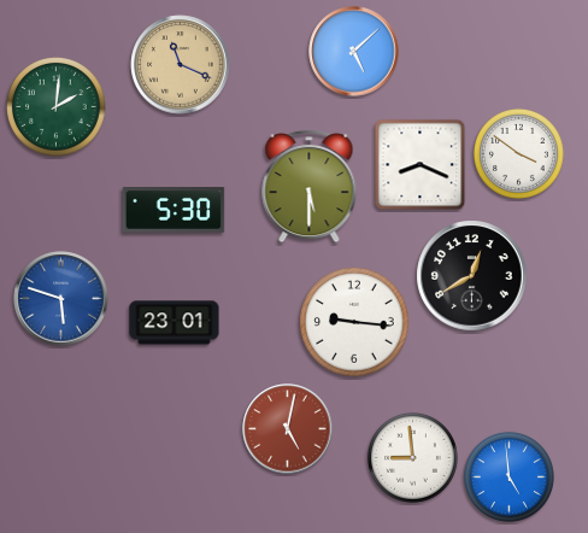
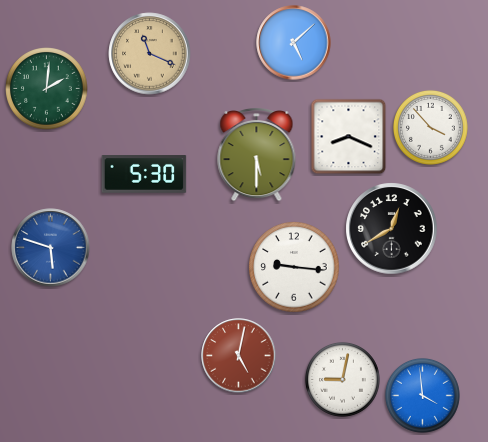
clock at (518, 153): 3:51 -> 3:53
clock at (175, 323): 23:01 -> none
clock at (412, 457): 8:59 -> 9:02
clock at (508, 476): 4:59 -> 3:59
